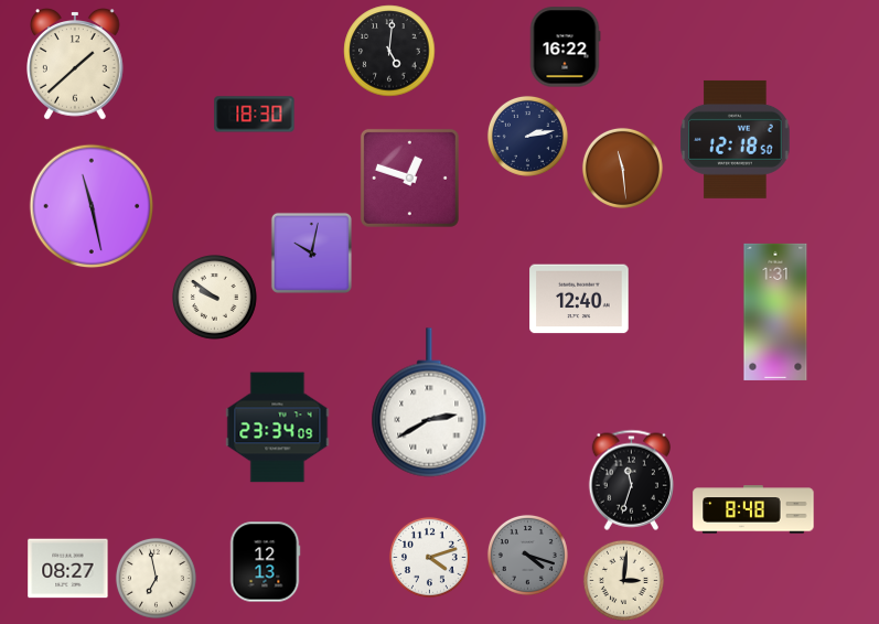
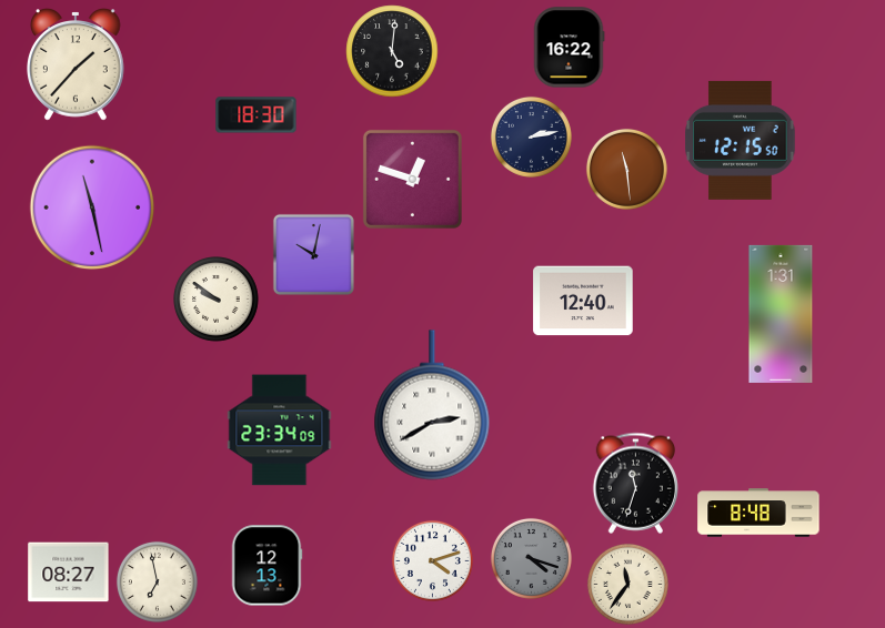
clock at (76, 64): 1:38 -> 1:37
clock at (736, 139): 12:18 -> 12:15
clock at (623, 580): 3:01 -> 11:36
